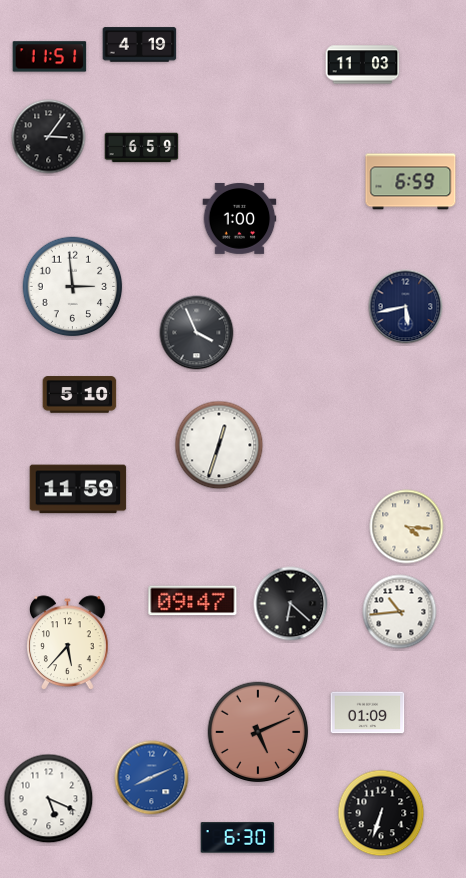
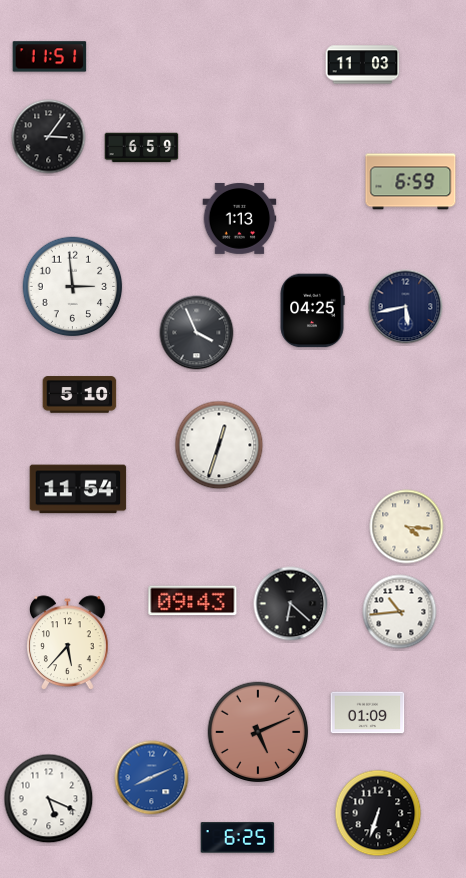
clock at (140, 45): 4:19 -> none
clock at (240, 218): 1:00 -> 1:13
clock at (312, 311): none -> 04:25
clock at (78, 489): 11:59 -> 11:54
clock at (193, 601): 09:47 -> 09:43
clock at (381, 813) position: (381, 813) -> (378, 813)
clock at (238, 838): 6:30 -> 6:25
